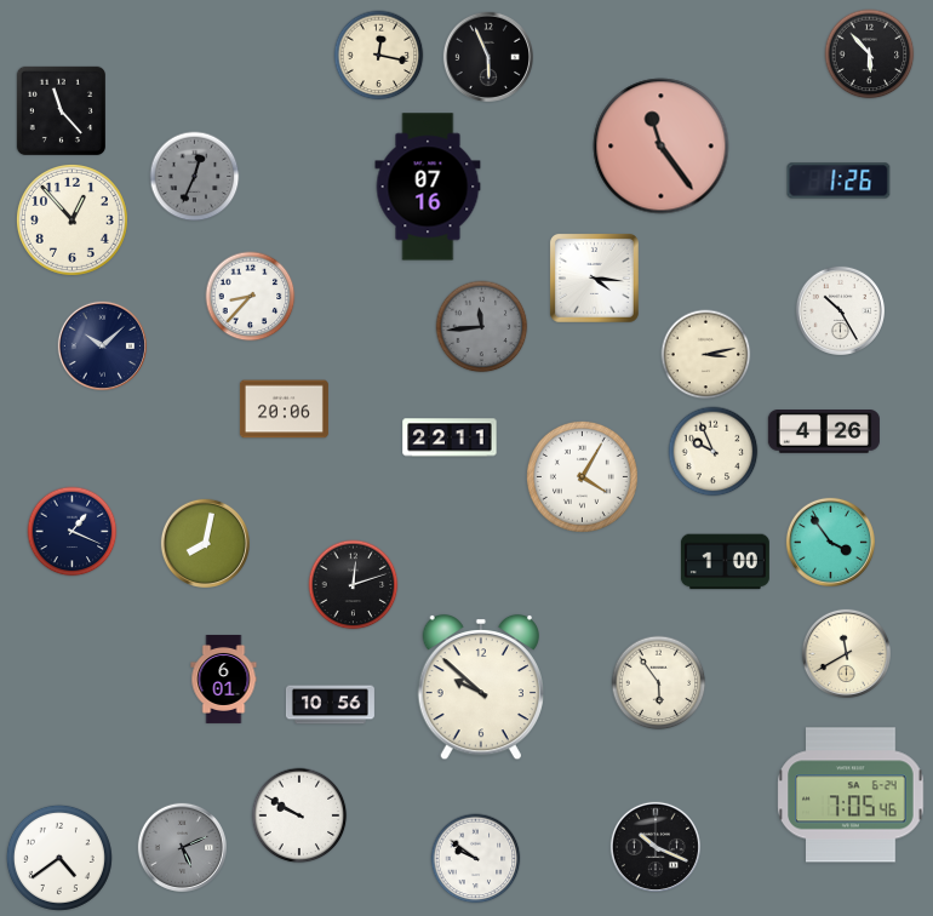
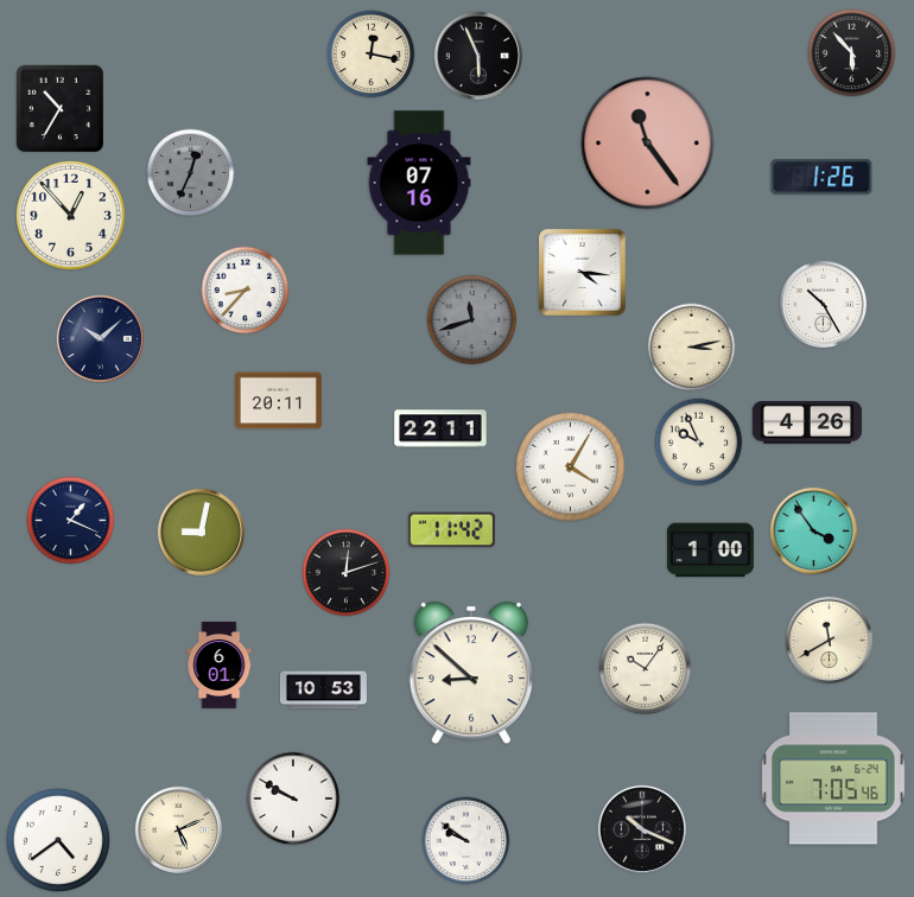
clock at (61, 110): 11:23 -> 10:35
clock at (482, 327): 11:44 -> 11:42
clock at (284, 410): 20:06 -> 20:11
clock at (451, 530): none -> 11:42
clock at (205, 543): 8:02 -> 9:02
clock at (659, 683): 5:54 -> 10:06
clock at (480, 687): 9:52 -> 8:52
clock at (330, 705): 10:56 -> 10:53
clock at (182, 847) dial: grey -> cream
